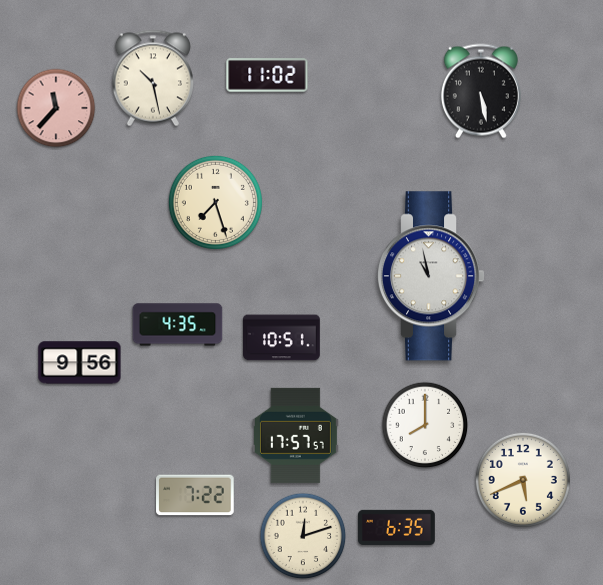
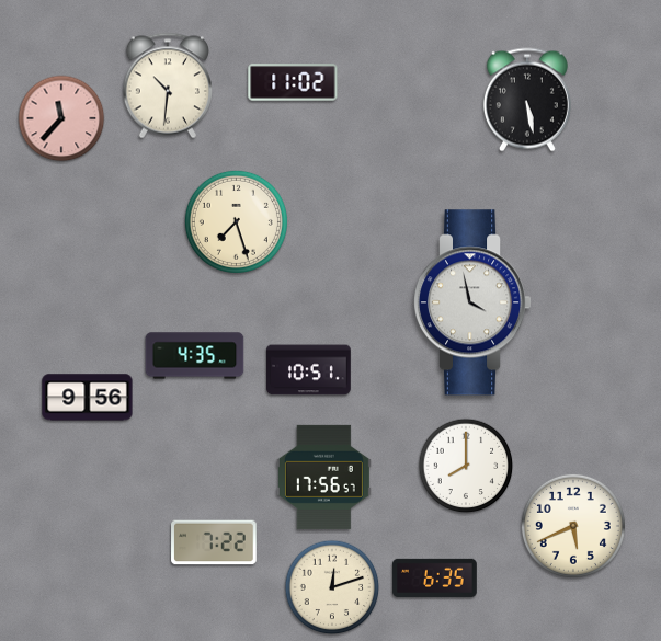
clock at (153, 78): 10:28 -> 10:31
clock at (431, 276): 10:58 -> 3:58
clock at (295, 435): 17:57 -> 17:56
